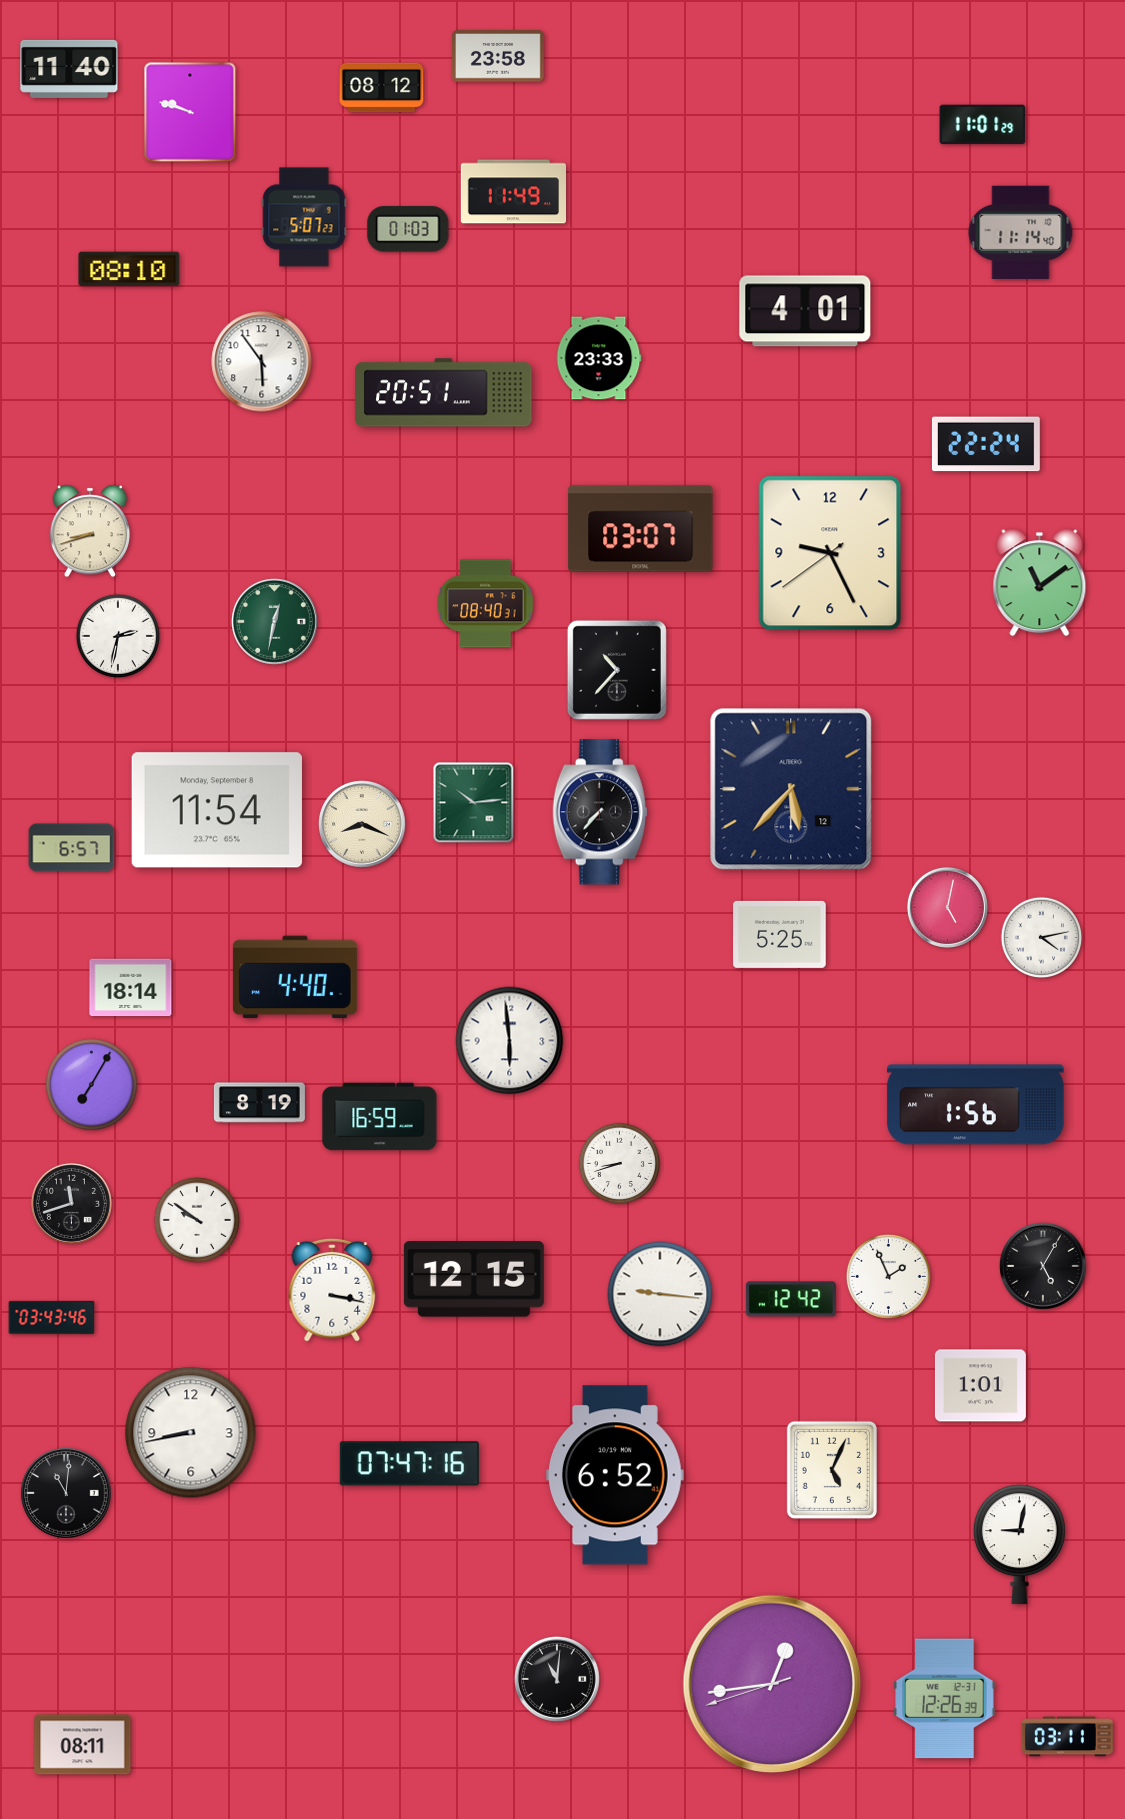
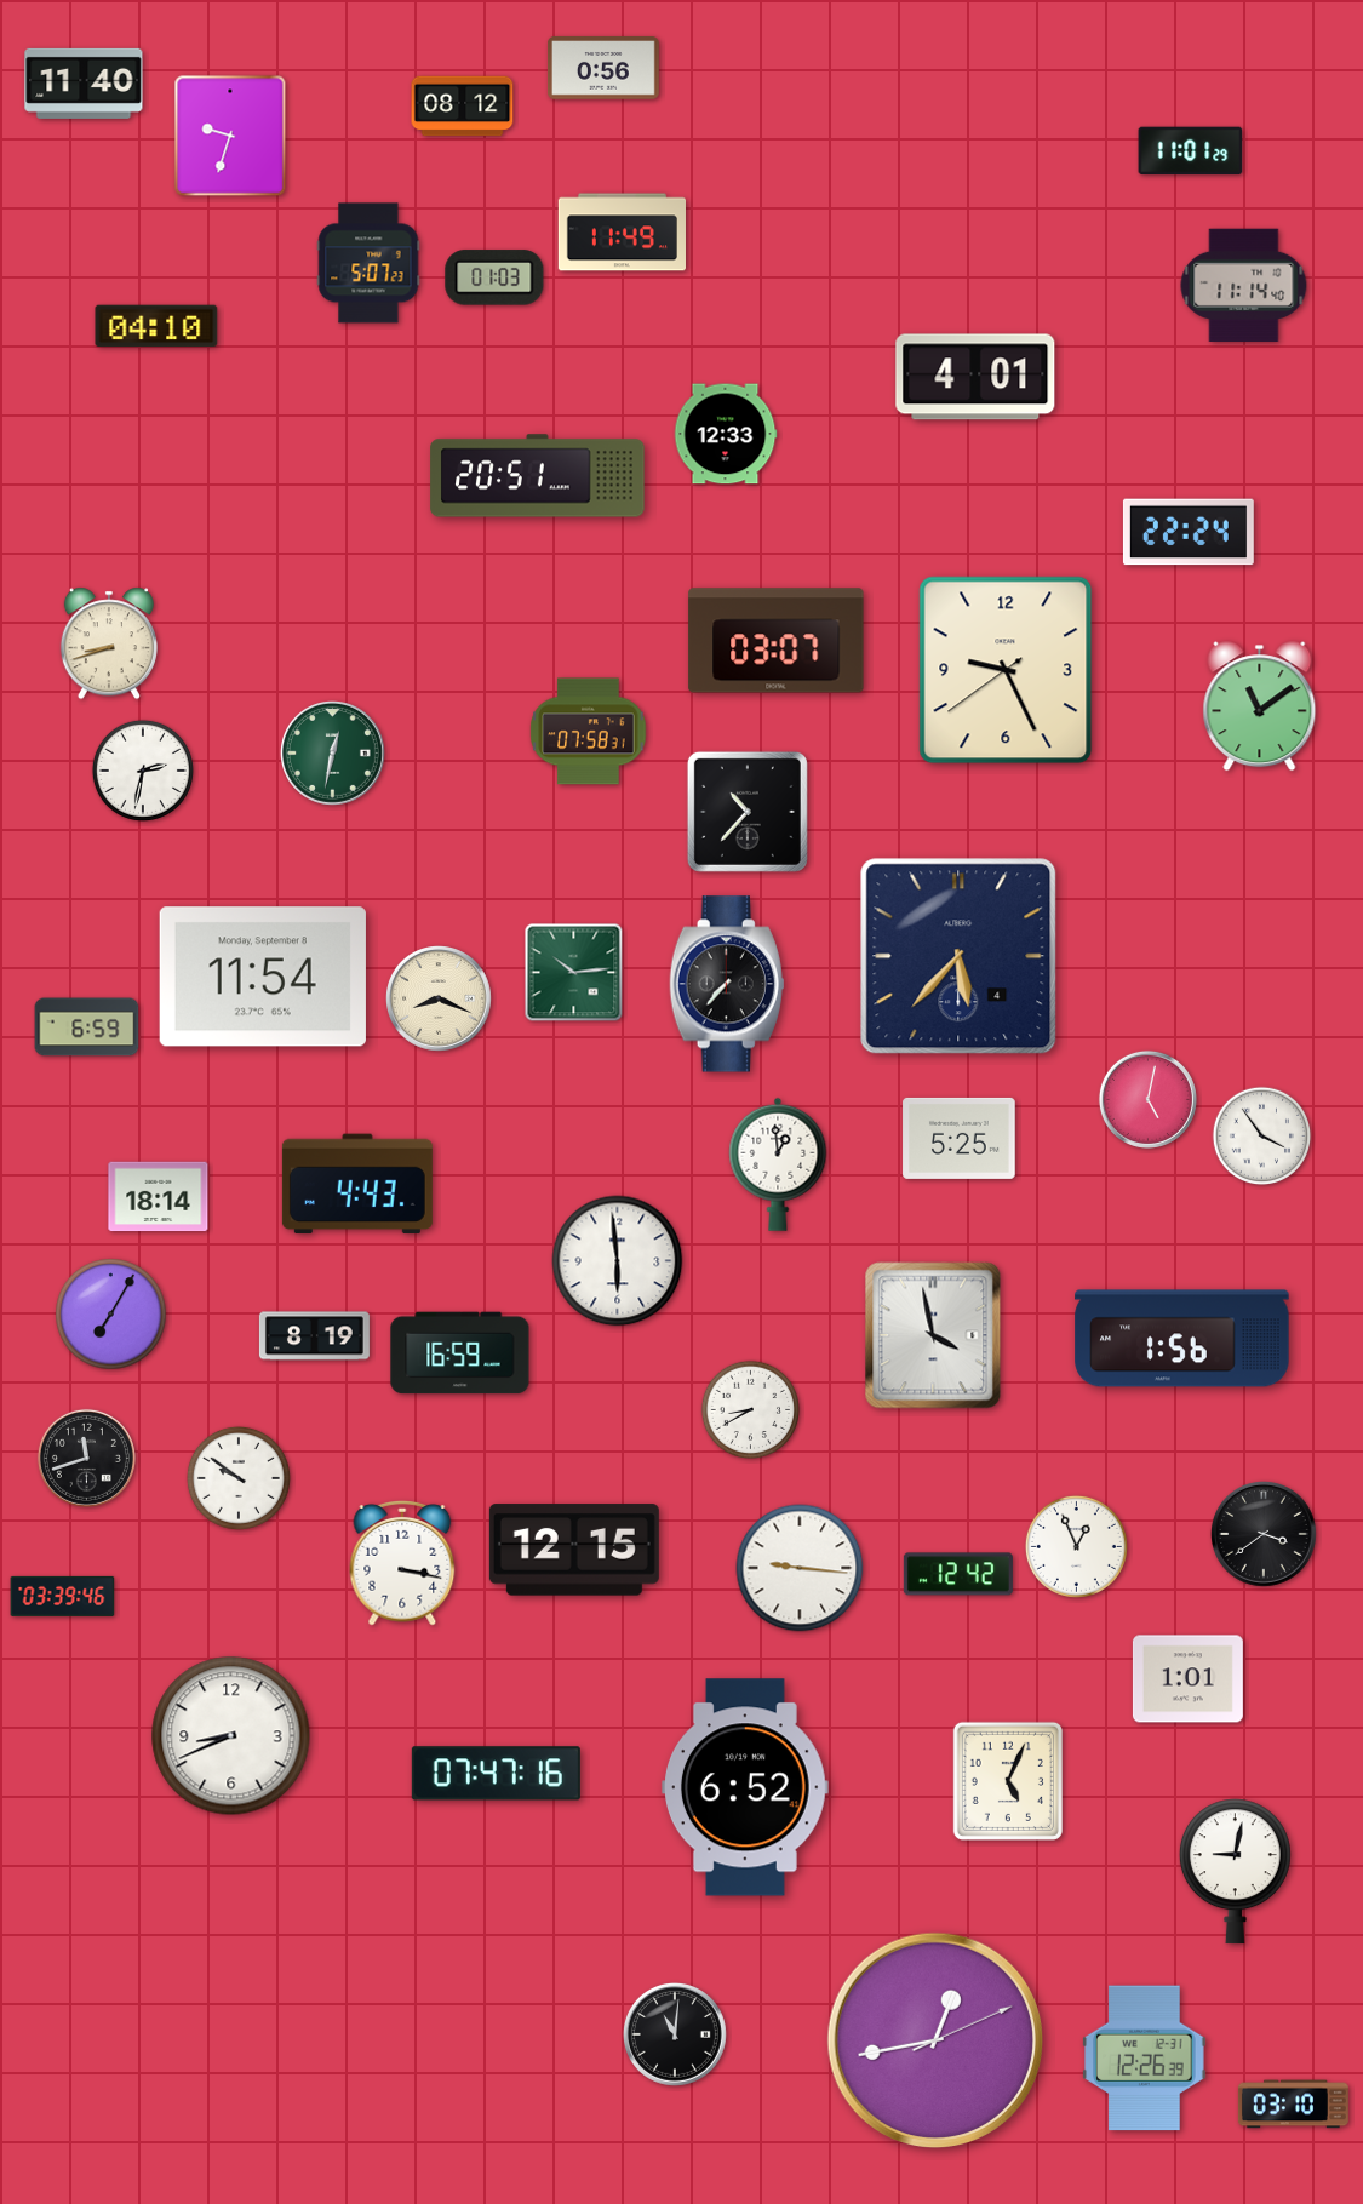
clock at (499, 56): 23:58 -> 0:56
clock at (190, 112): 9:48 -> 9:33
clock at (1021, 232) position: (1021, 232) -> (1244, 285)
clock at (129, 269): 08:10 -> 04:10
clock at (599, 358): 23:33 -> 12:33
clock at (262, 362): 5:54 -> none
clock at (986, 444) position: (986, 444) -> (1189, 532)
clock at (486, 604): 08:40 -> 07:58
clock at (791, 789) date: 12 -> 4
clock at (217, 810) position: (217, 810) -> (263, 977)
clock at (72, 848): 6:57 -> 6:59
clock at (780, 934) position: (780, 934) -> (960, 1138)
clock at (1042, 938): 4:13 -> 3:54
clock at (778, 1164): none -> 12:59
clock at (295, 977): 4:40 -> 4:43
clock at (933, 1335): none -> 3:58
clock at (620, 1164): 8:42 -> 8:40
clock at (1044, 1267): 5:05 -> 3:39
clock at (888, 1276): 1:56 -> 12:56
clock at (52, 1317): 03:43 -> 03:39
clock at (191, 1433): 8:43 -> 8:41
clock at (66, 1493): 11:01 -> none
clock at (772, 1684): 12:43:42 -> 12:43:11
clock at (1067, 1737): 03:11 -> 03:10
clock at (83, 1745): 08:11 -> none
